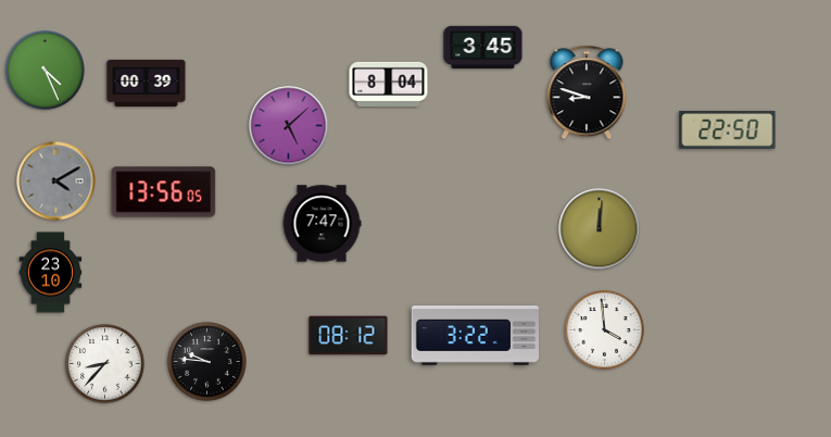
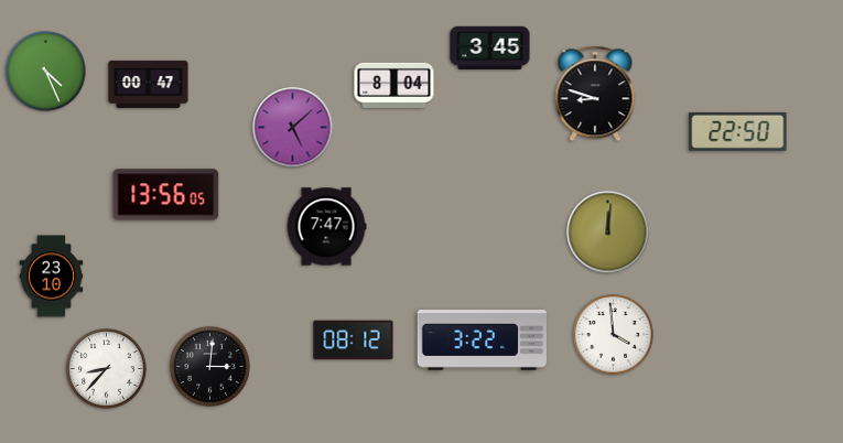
clock at (147, 83): 00:39 -> 00:47
clock at (56, 182): 4:10 -> none
clock at (207, 362): 9:46 -> 3:01
